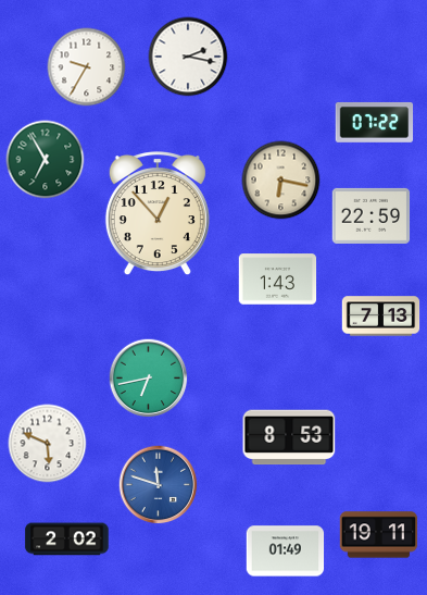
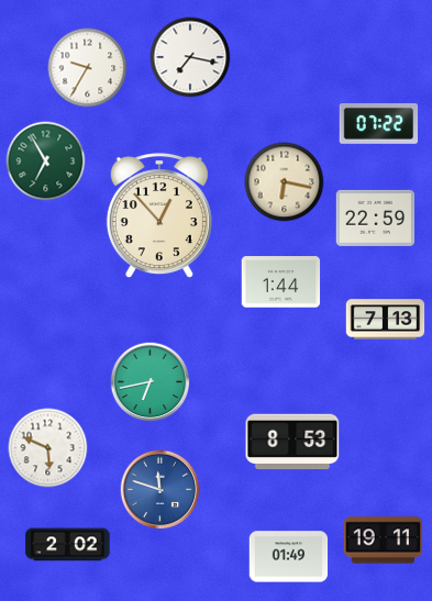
clock at (188, 57): 2:17 -> 7:17
clock at (278, 280): 1:43 -> 1:44
